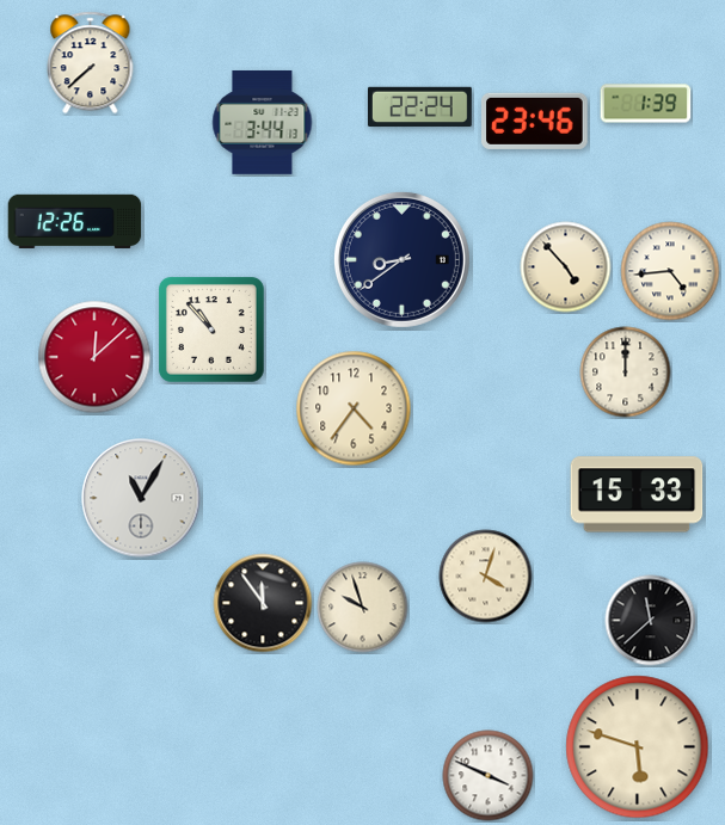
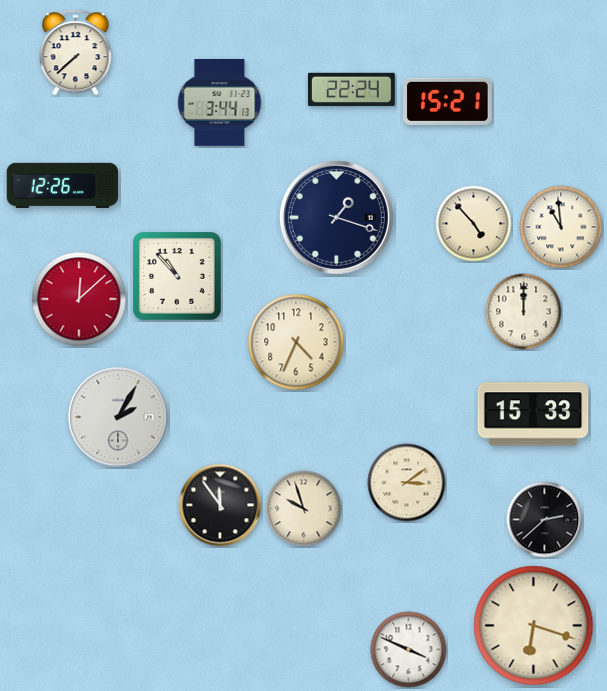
clock at (646, 104): 1:39 -> none
clock at (535, 121): 23:46 -> 15:21
clock at (401, 259): 8:39 -> 1:18
clock at (670, 271): 4:44 -> 10:59
clock at (354, 408): 4:36 -> 4:34
clock at (141, 498): 11:05 -> 2:05
clock at (486, 577): 4:03 -> 3:09
clock at (651, 621): 11:38 -> 2:38
clock at (638, 747): 5:48 -> 6:18
